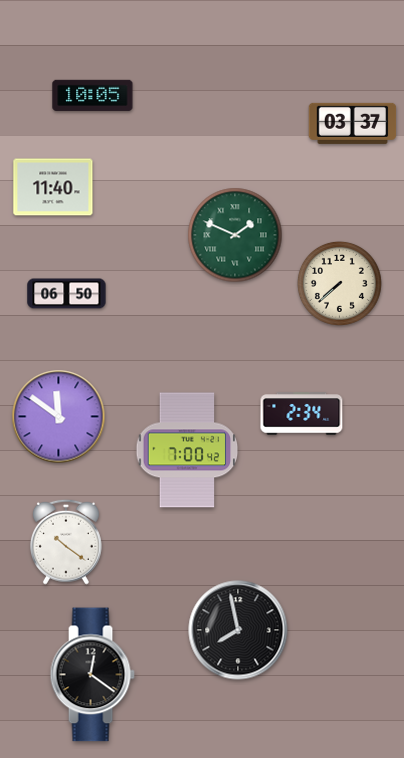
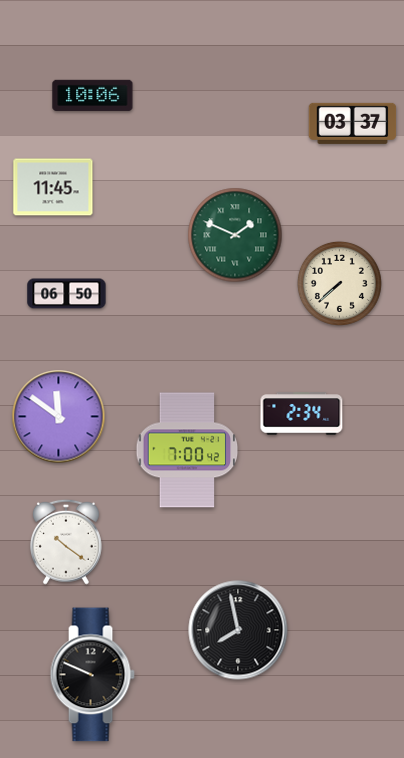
clock at (93, 95): 10:05 -> 10:06
clock at (53, 187): 11:40 -> 11:45
clock at (92, 675): 12:21 -> 9:49
